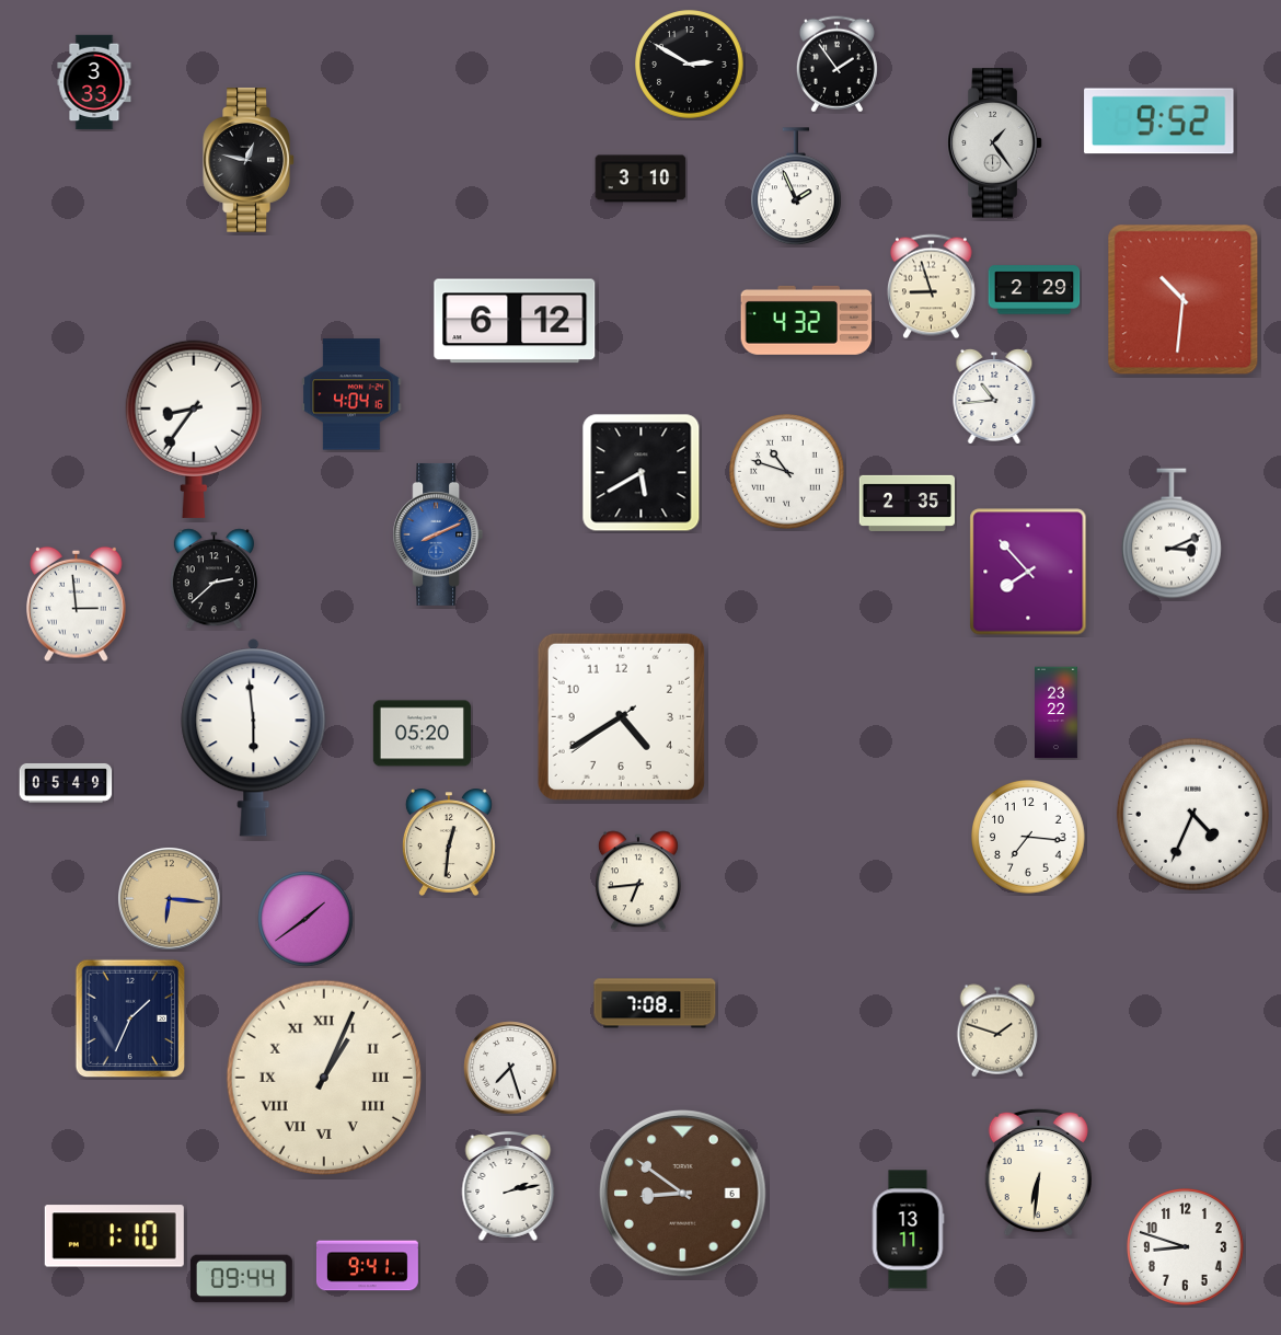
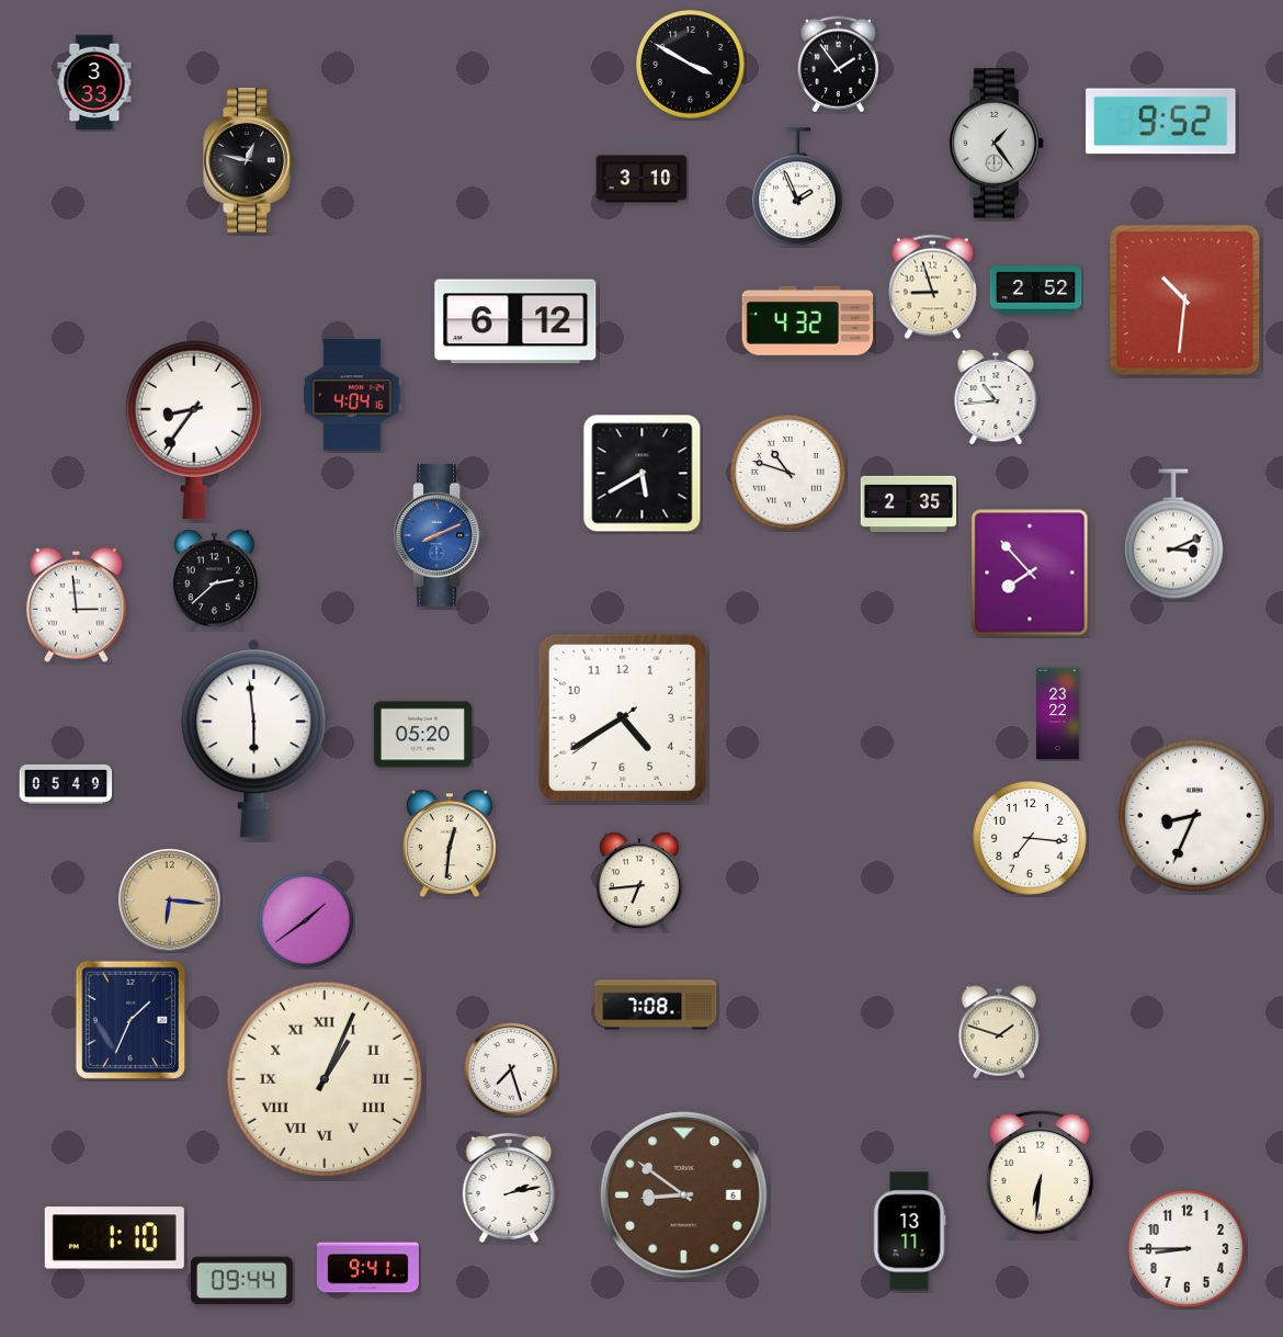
clock at (690, 65): 2:50 -> 3:50
clock at (1035, 290): 2:29 -> 2:52
clock at (1192, 814): 4:34 -> 8:34
clock at (1186, 1247): 8:48 -> 8:45
